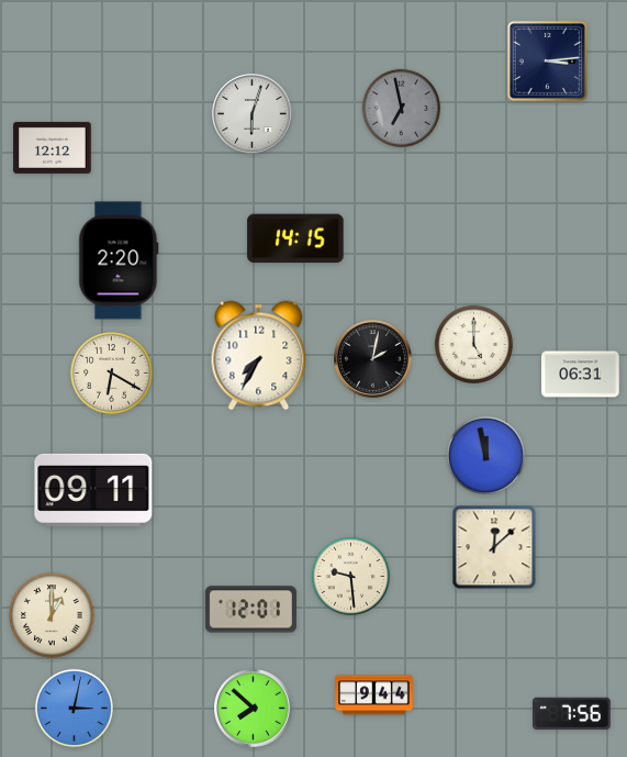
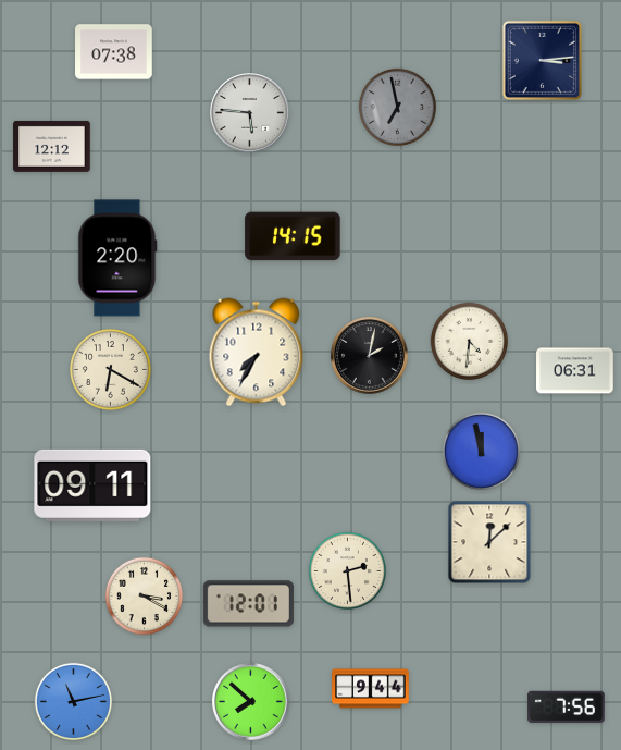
clock at (114, 52): none -> 07:38
clock at (253, 114): 6:03 -> 5:46
clock at (473, 344): 5:00 -> 4:31
clock at (350, 576): 9:29 -> 2:29
clock at (144, 595): none -> 3:20
clock at (52, 615): 1:00 -> none
clock at (74, 708): 3:02 -> 11:13
